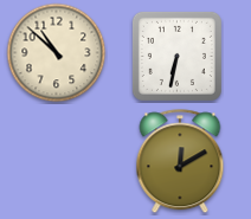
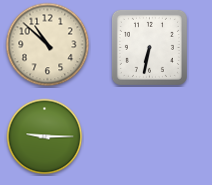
clock at (45, 137): none -> 9:15
clock at (180, 162): 12:10 -> none
